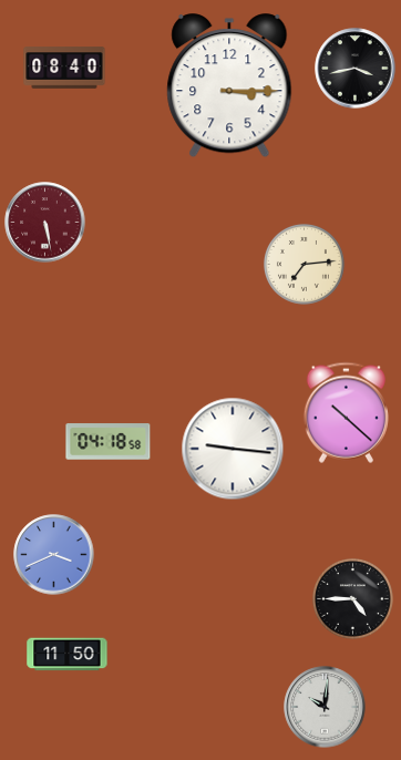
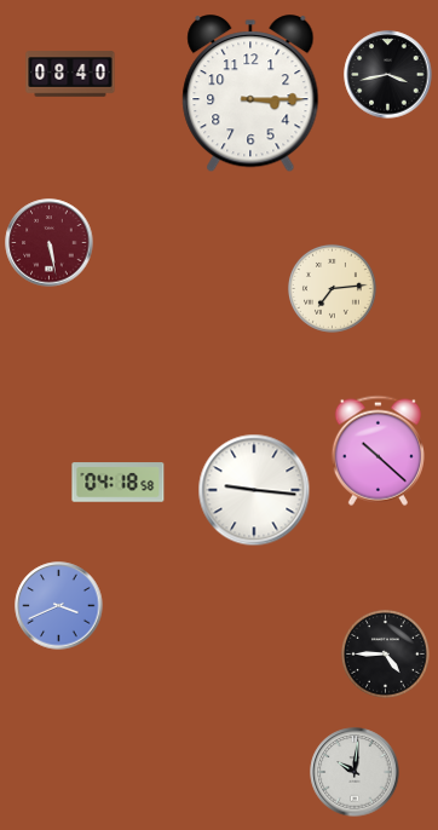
clock at (68, 655): 11:50 -> none
